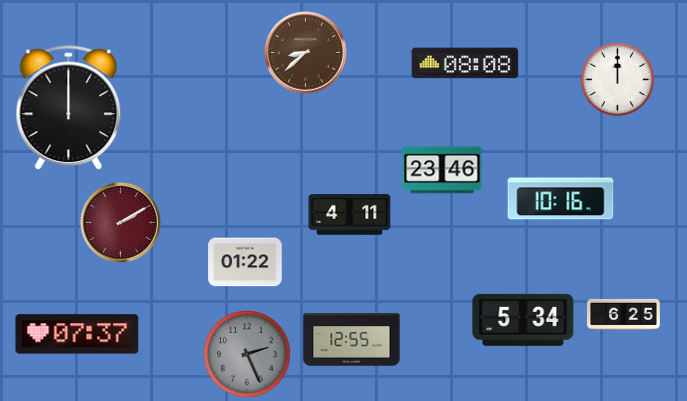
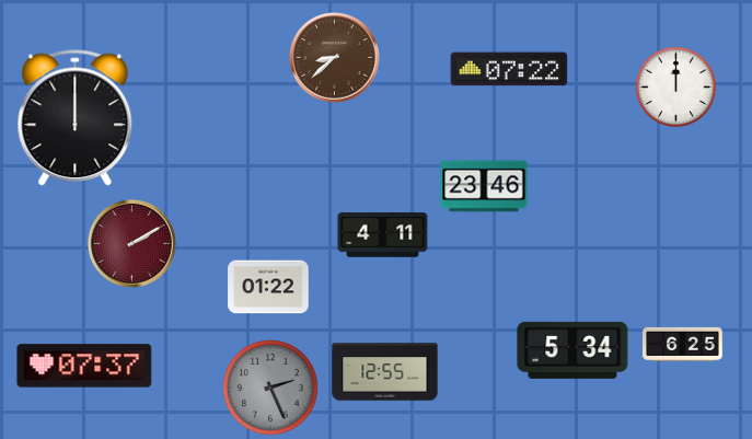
clock at (465, 63): 08:08 -> 07:22
clock at (561, 199): 10:16 -> none
